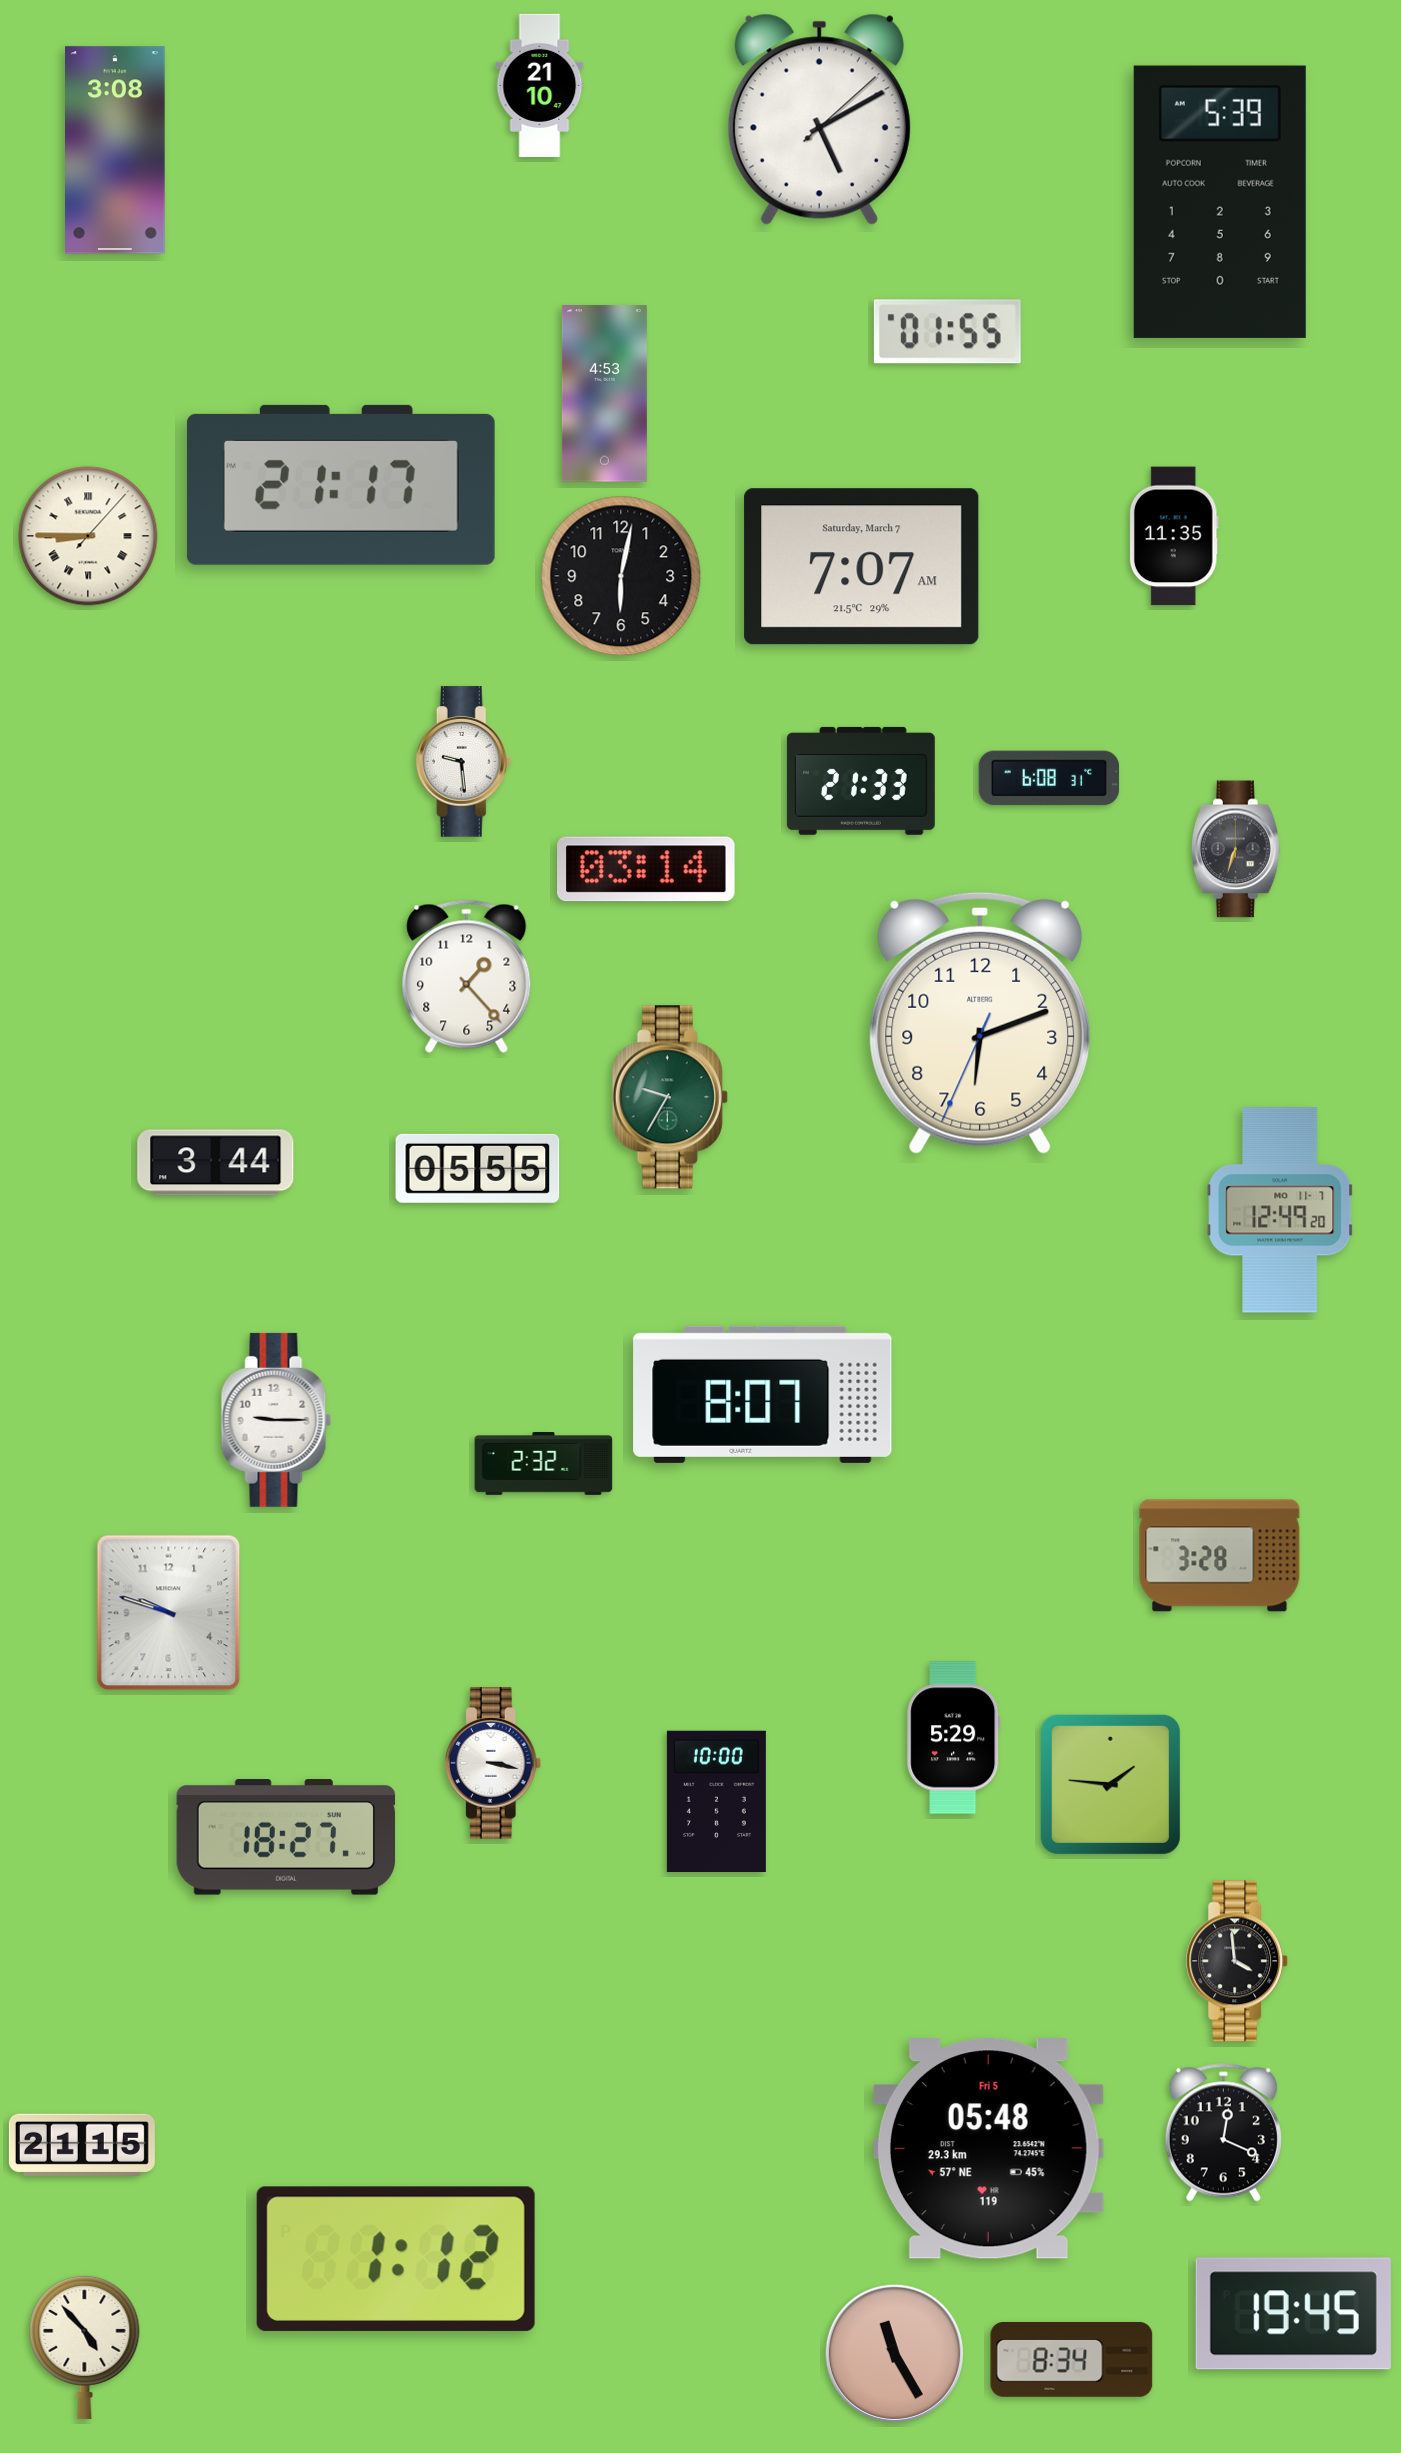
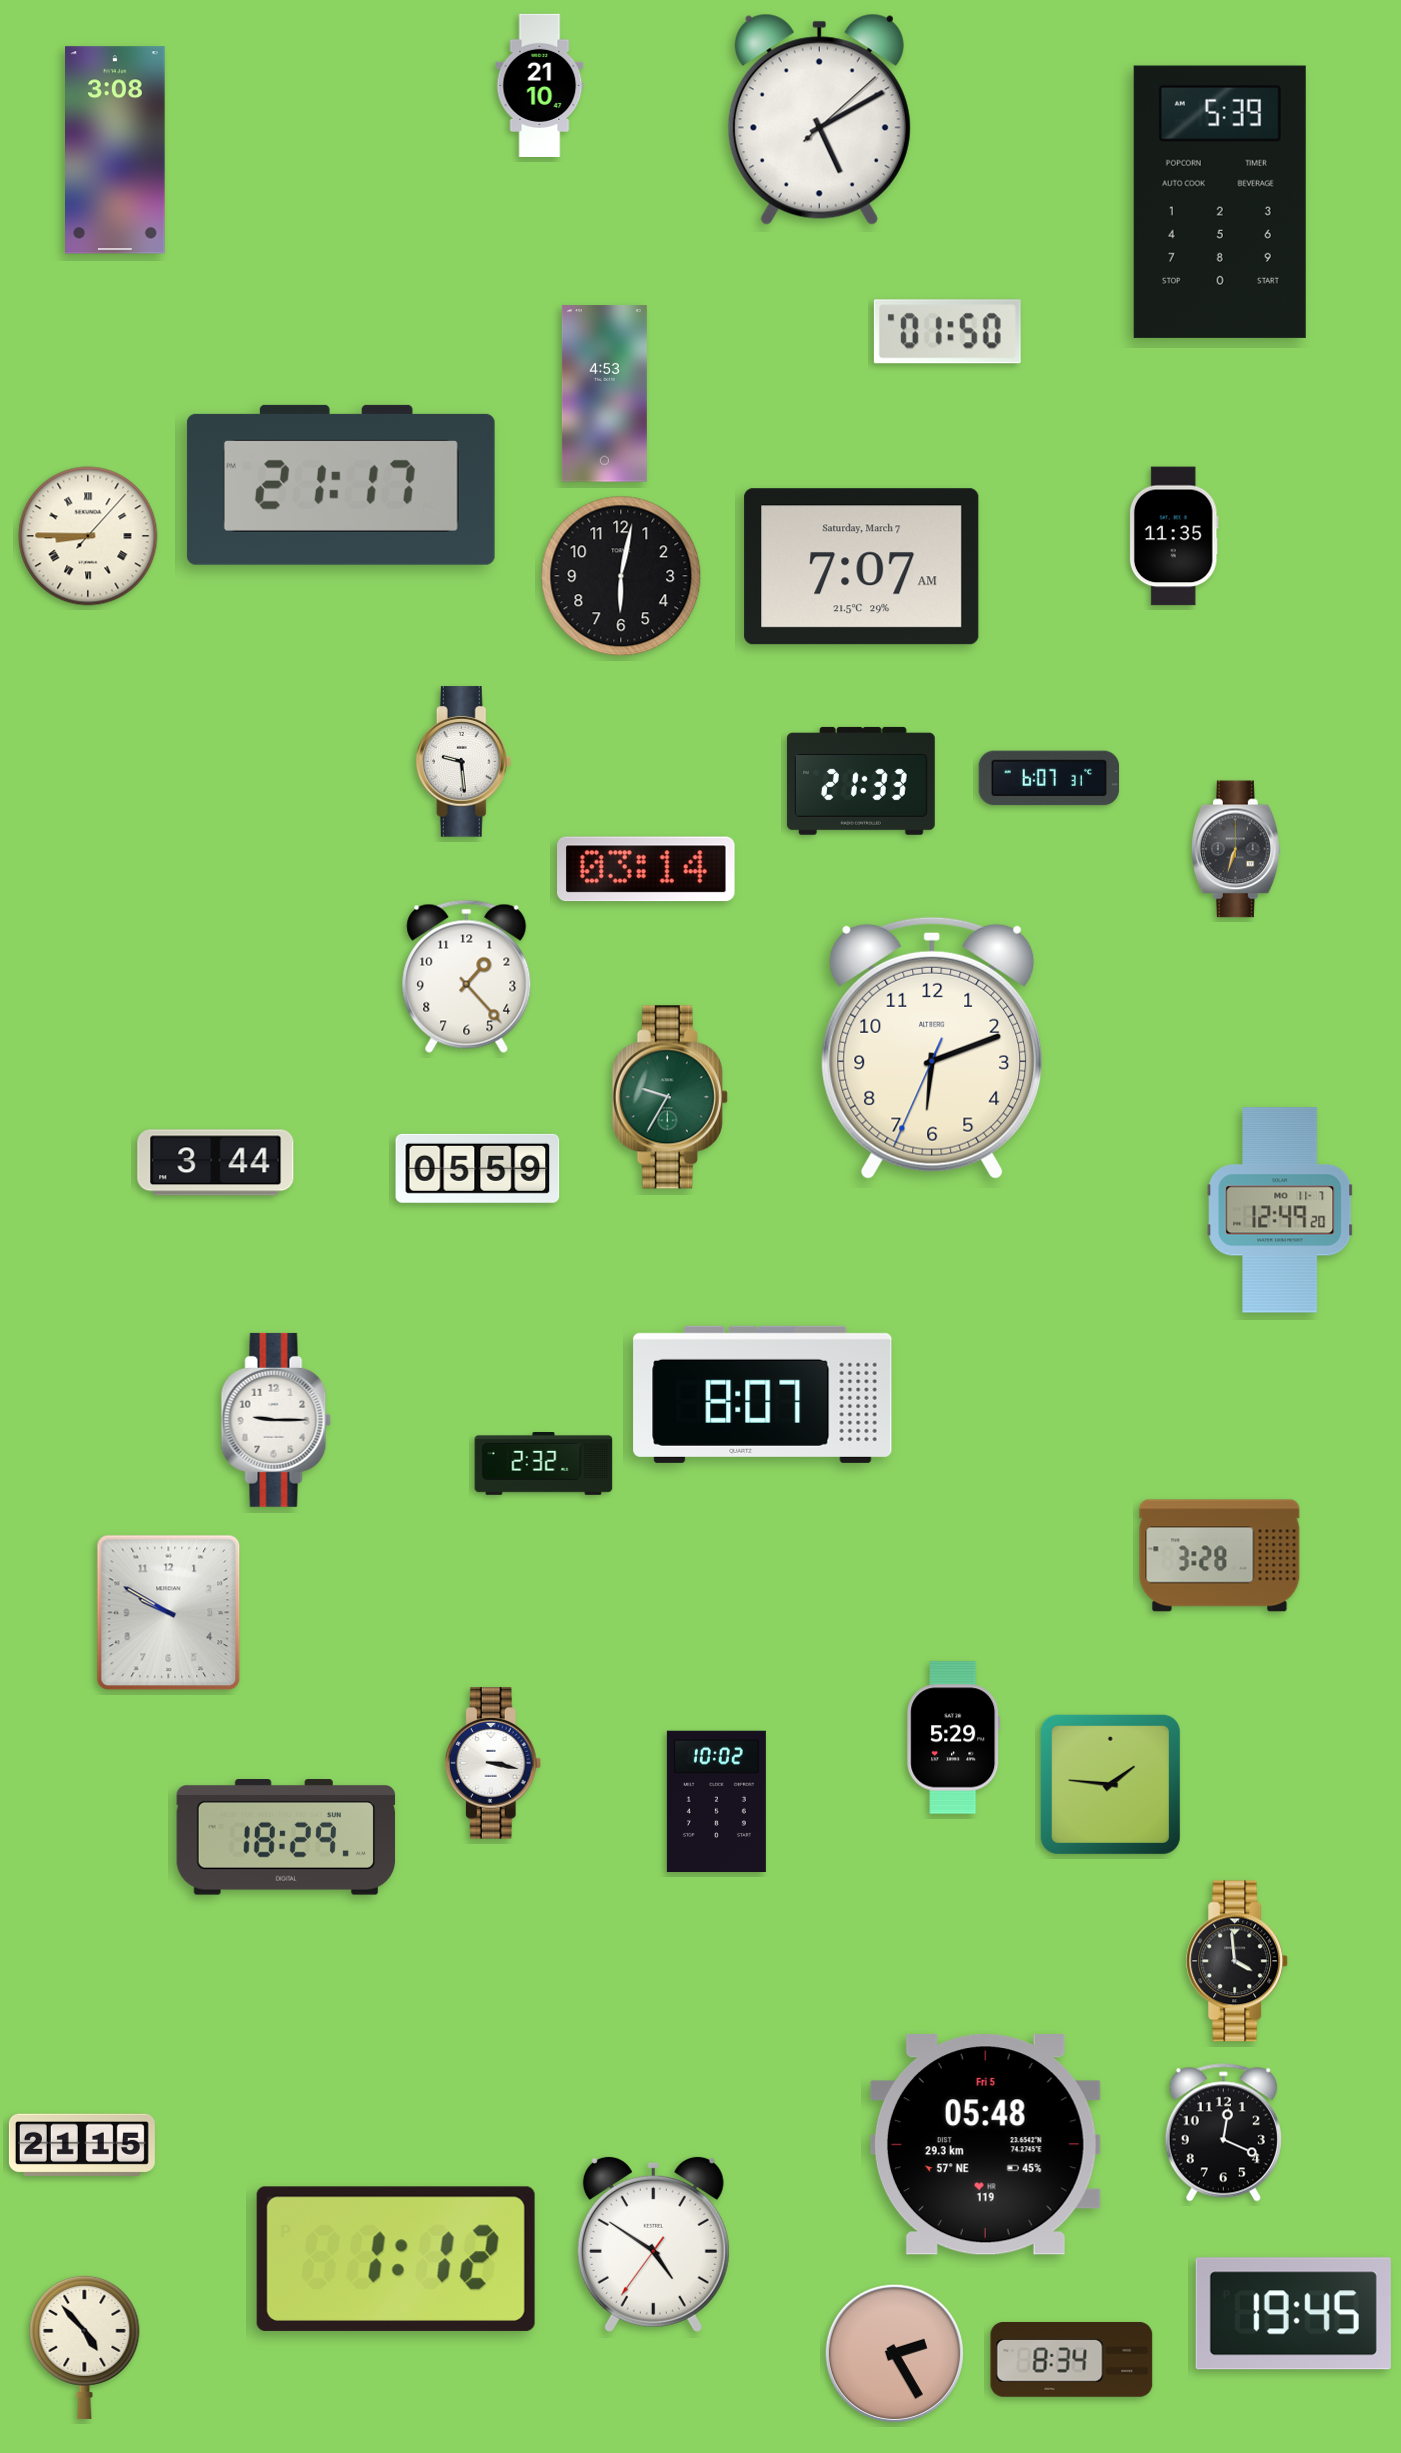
clock at (947, 332): 01:55 -> 01:50
clock at (1049, 778): 6:08 -> 6:07
clock at (980, 1023) position: (980, 1023) -> (932, 1048)
clock at (478, 1168): 05:55 -> 05:59
clock at (169, 1613): 9:48 -> 9:50
clock at (716, 1801): 10:00 -> 10:02
clock at (286, 1837): 18:27 -> 18:29
clock at (988, 2149) position: (988, 2149) -> (985, 2145)
clock at (653, 2244): none -> 4:50
clock at (894, 2353): 11:25 -> 2:25
